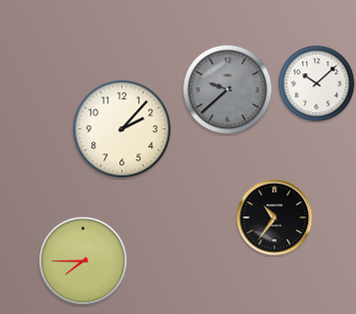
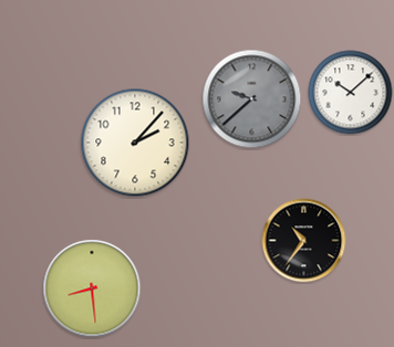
clock at (83, 261): 7:45 -> 8:29
